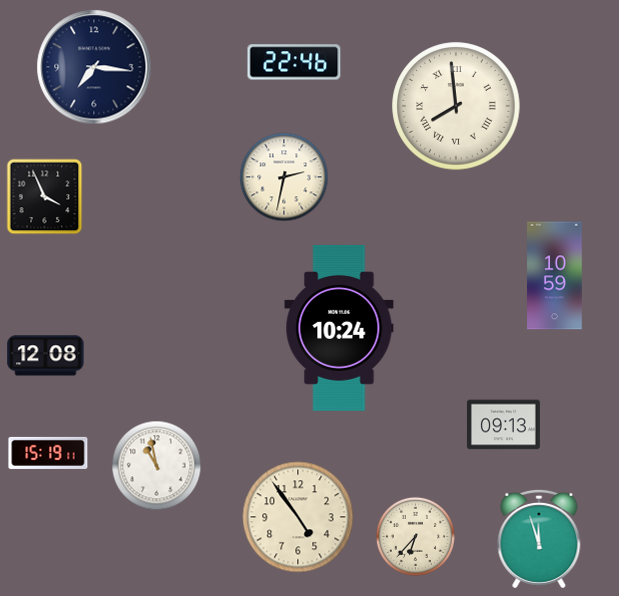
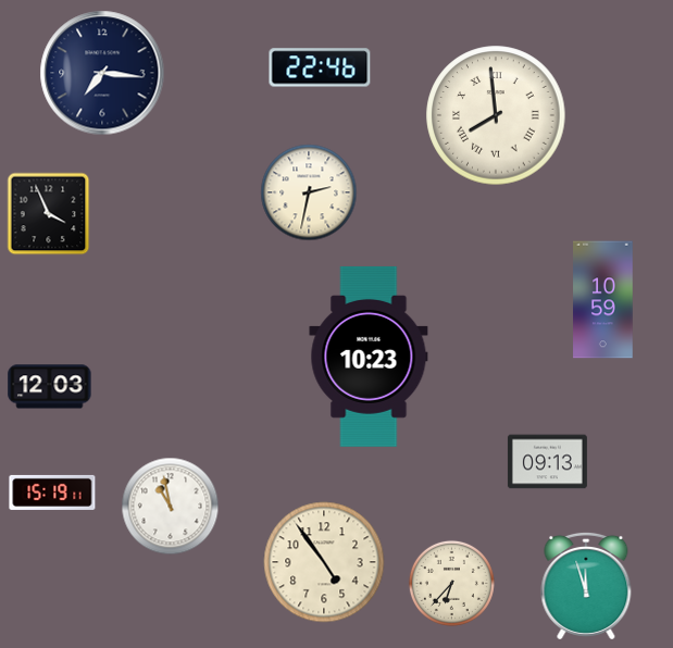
clock at (339, 328): 10:24 -> 10:23
clock at (46, 356): 12:08 -> 12:03
